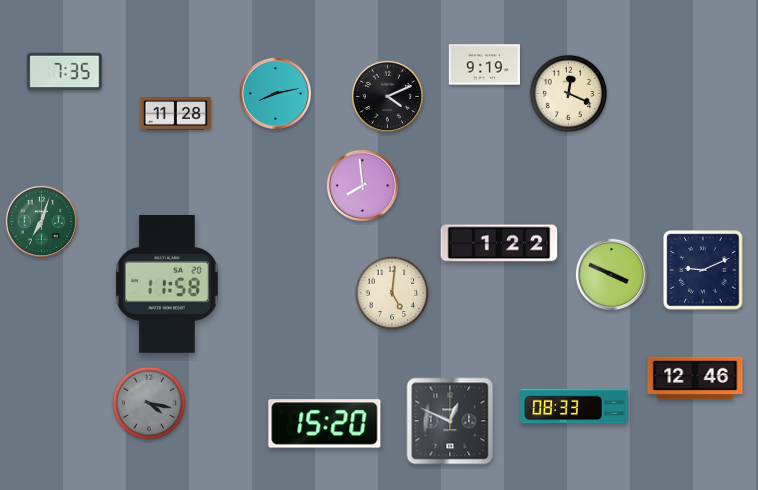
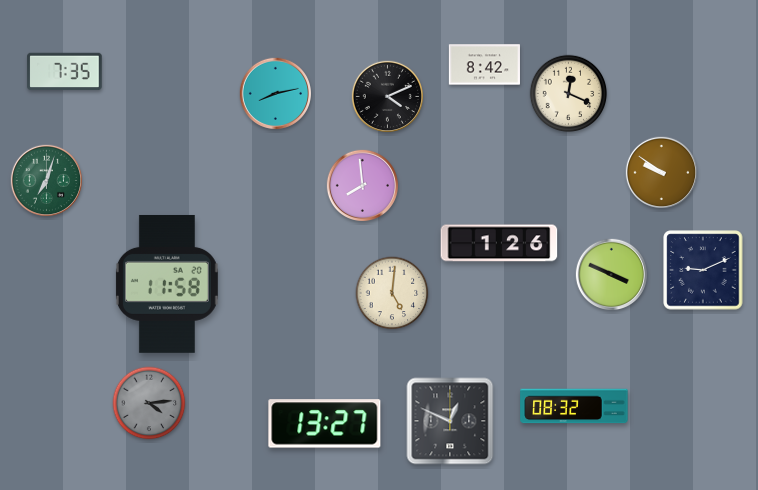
clock at (484, 65): 9:19 -> 8:42
clock at (175, 113): 11:28 -> none
clock at (661, 172): none -> 9:51
clock at (41, 221) position: (41, 221) -> (46, 180)
clock at (499, 243): 1:22 -> 1:26
clock at (695, 378): 12:46 -> none
clock at (149, 403): 4:17 -> 4:14
clock at (574, 406): 08:33 -> 08:32
clock at (325, 424): 15:20 -> 13:27
